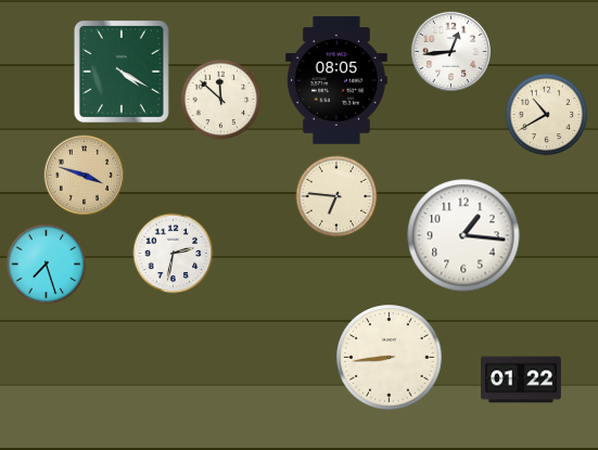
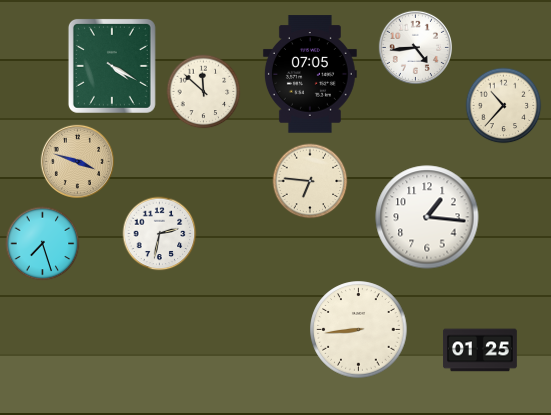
clock at (450, 51): 12:44 -> 4:44
clock at (336, 80): 08:05 -> 07:05
clock at (547, 115): 10:40 -> 10:37
clock at (522, 380): 01:22 -> 01:25
